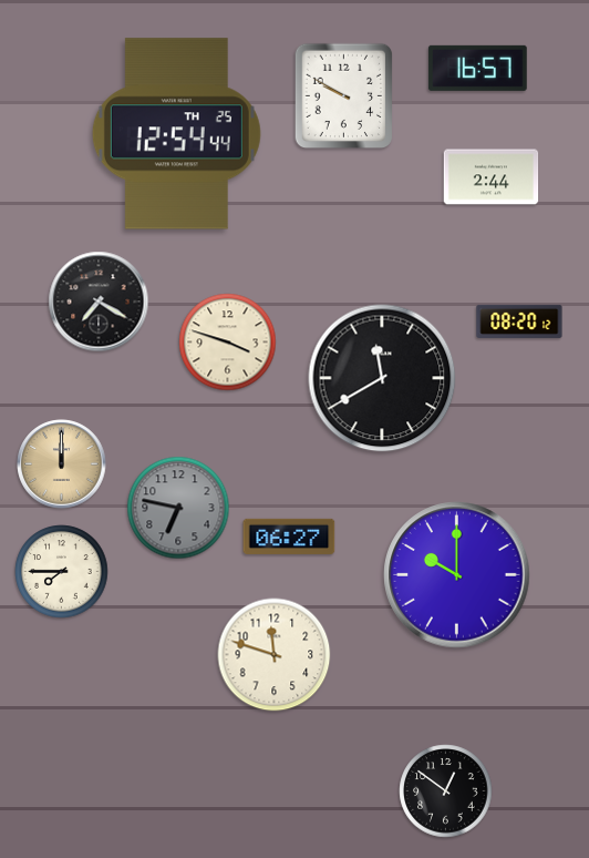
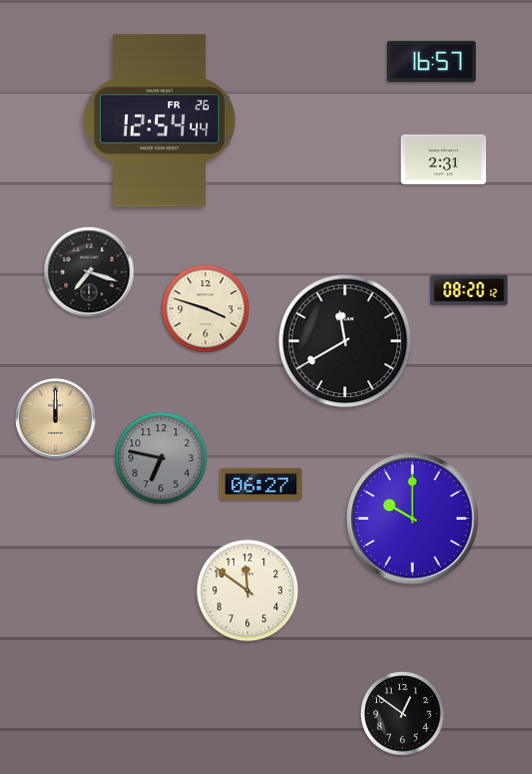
clock at (343, 96): 9:50 -> none
clock at (176, 134) date: TH 25 -> FR 26
clock at (492, 177): 2:44 -> 2:31
clock at (99, 302): 7:20 -> 7:18
clock at (62, 572): 7:45 -> none
clock at (275, 655): 11:48 -> 11:51
